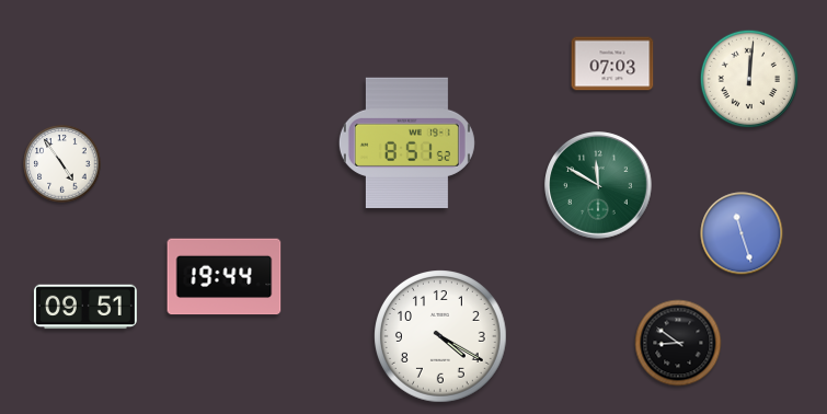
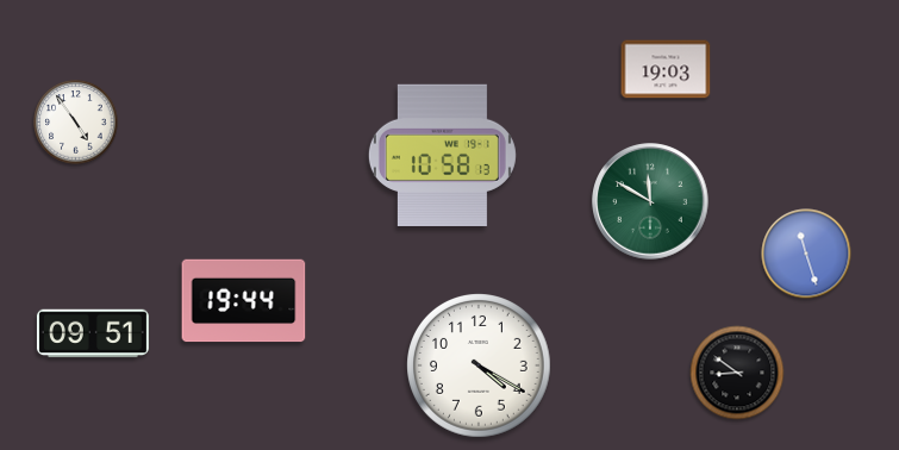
clock at (612, 64): 07:03 -> 19:03
clock at (748, 78): 12:01 -> none
clock at (406, 142): 8:51 -> 10:58
clock at (62, 164) position: (62, 164) -> (76, 123)
